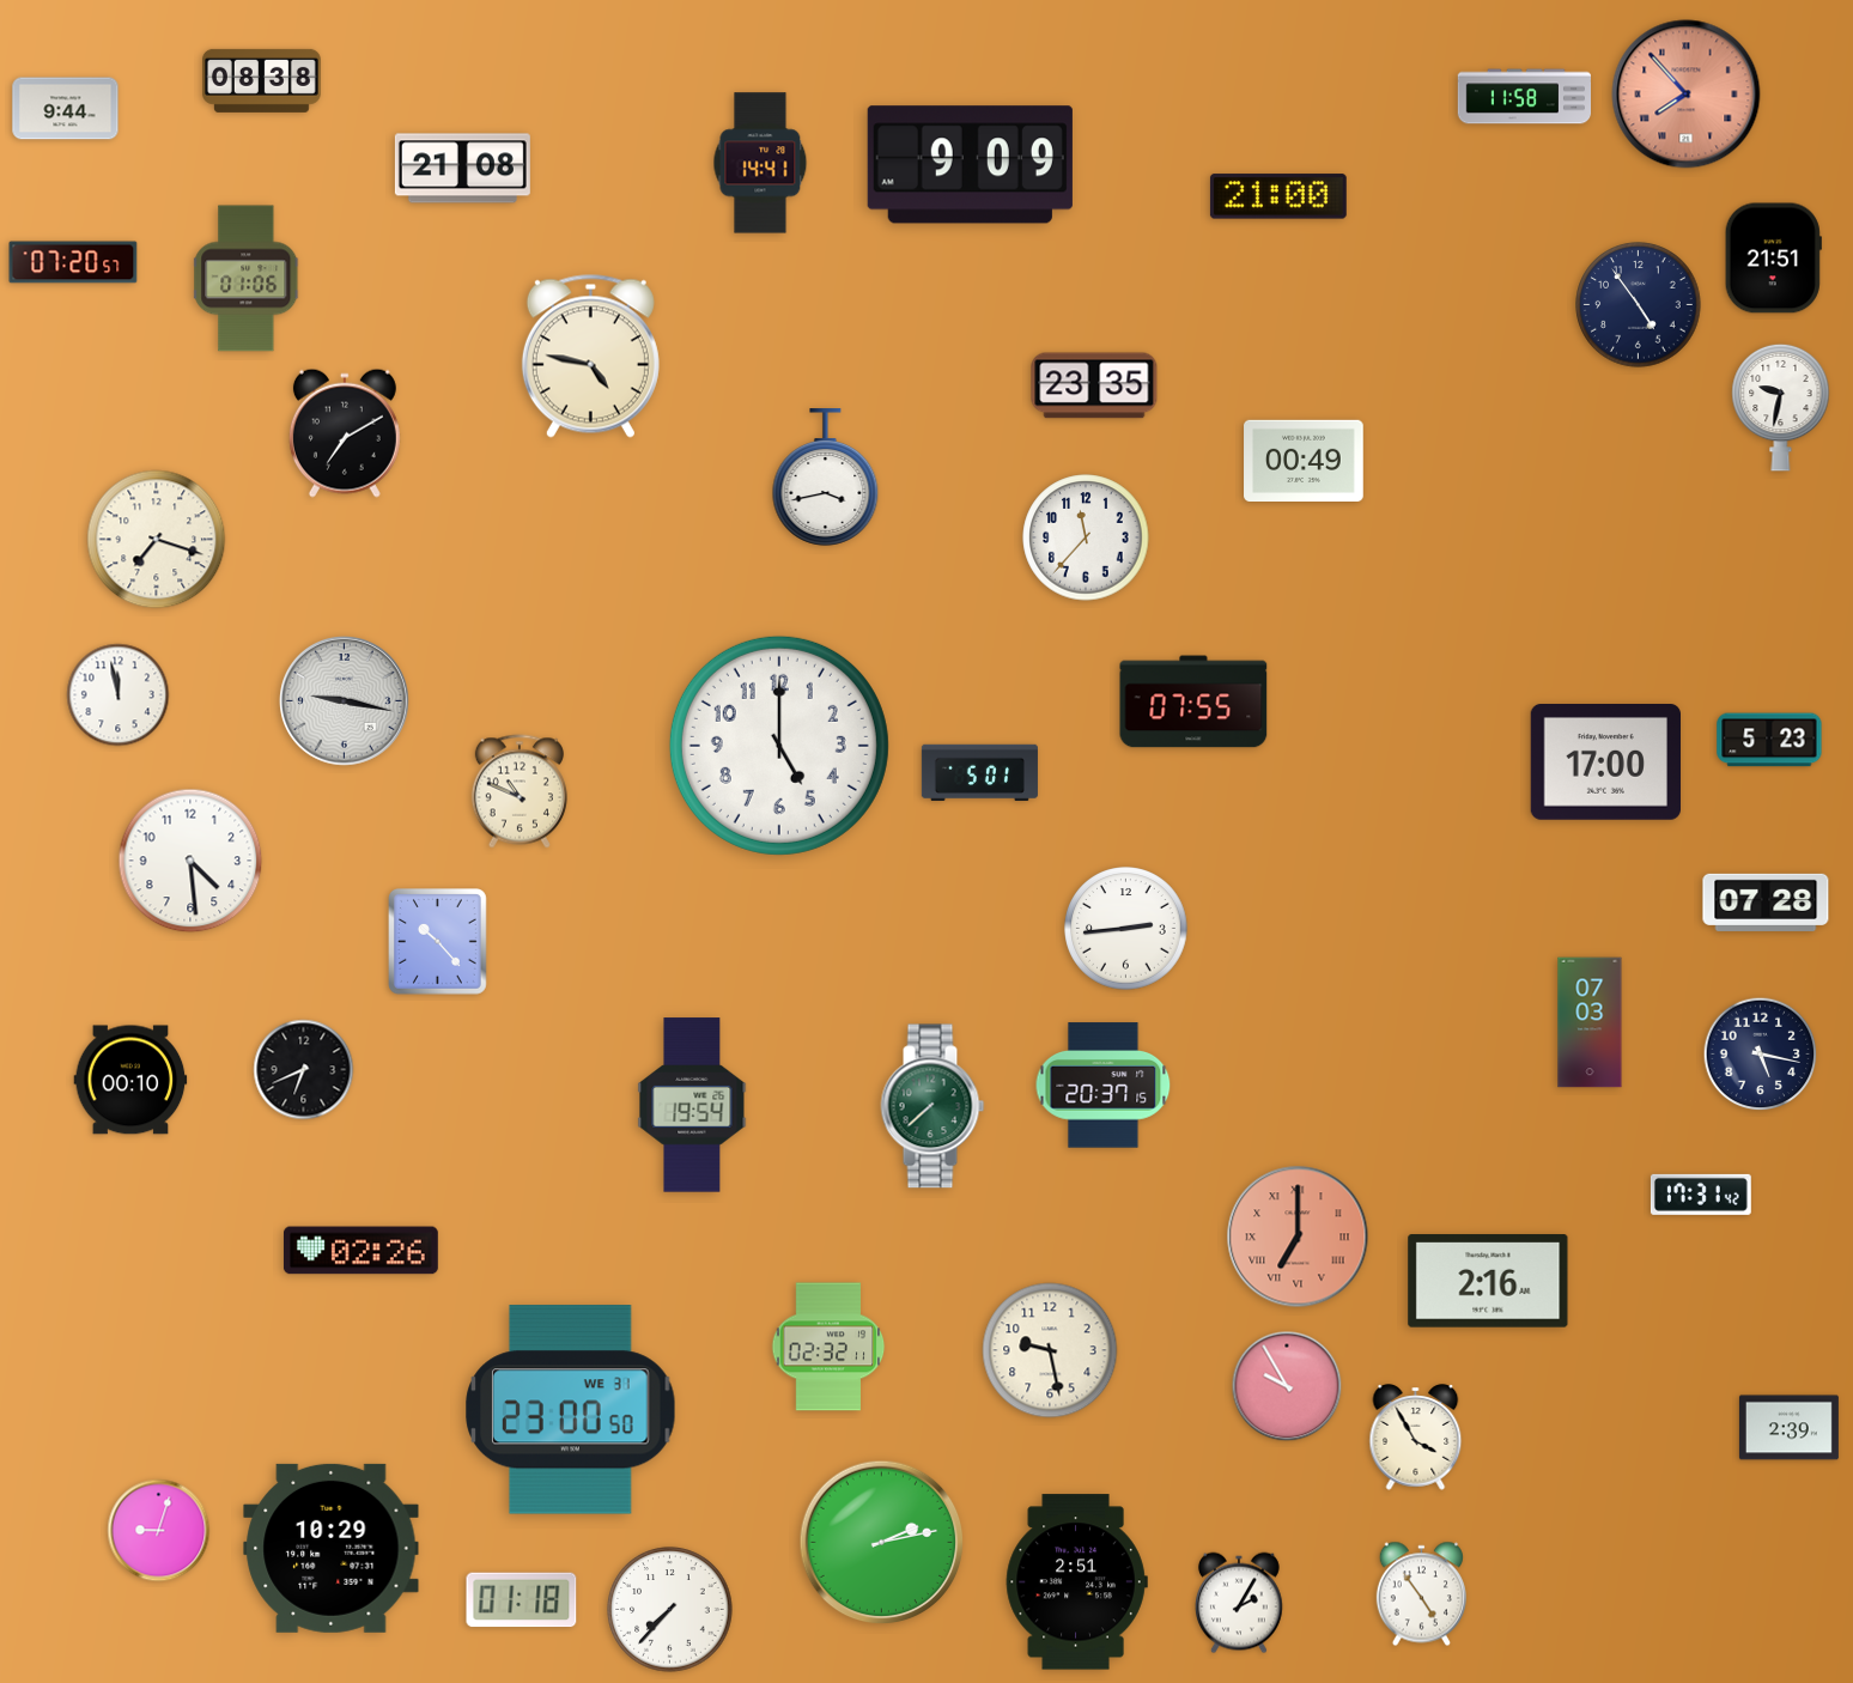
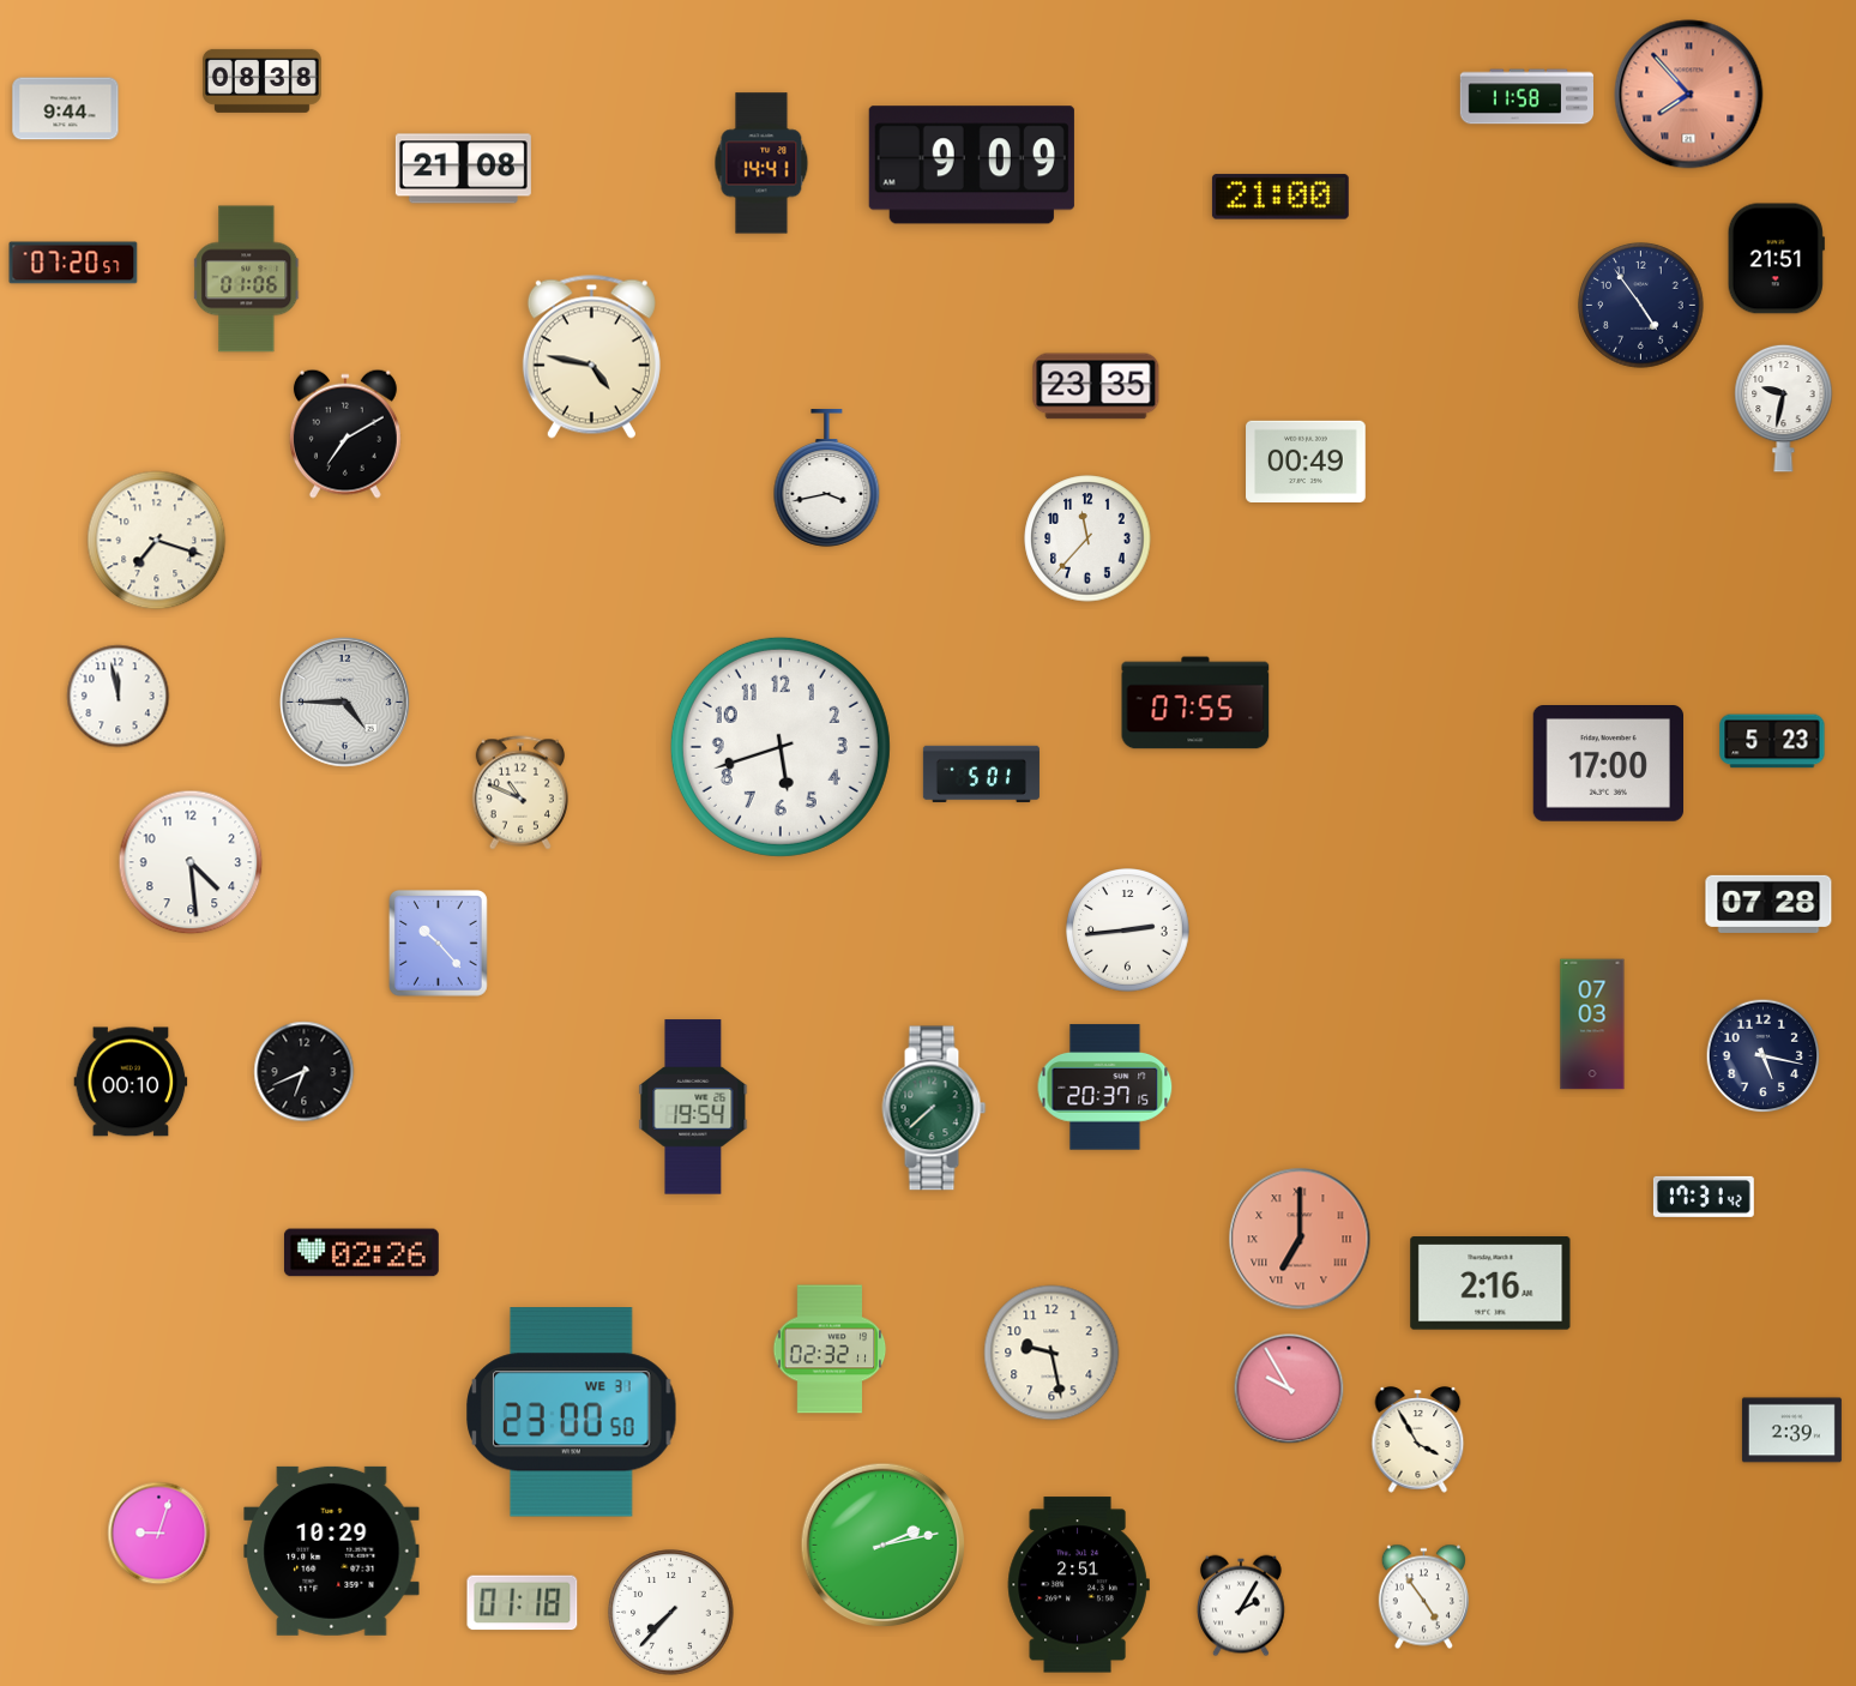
clock at (345, 701): 9:17 -> 4:45
clock at (779, 746): 5:00 -> 5:42
